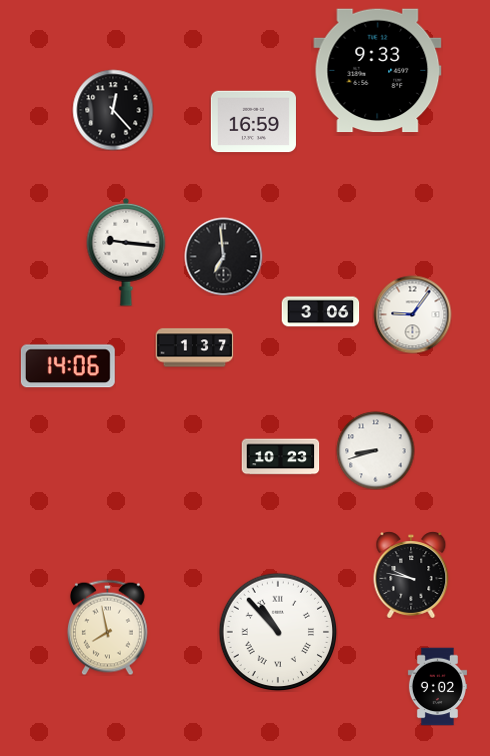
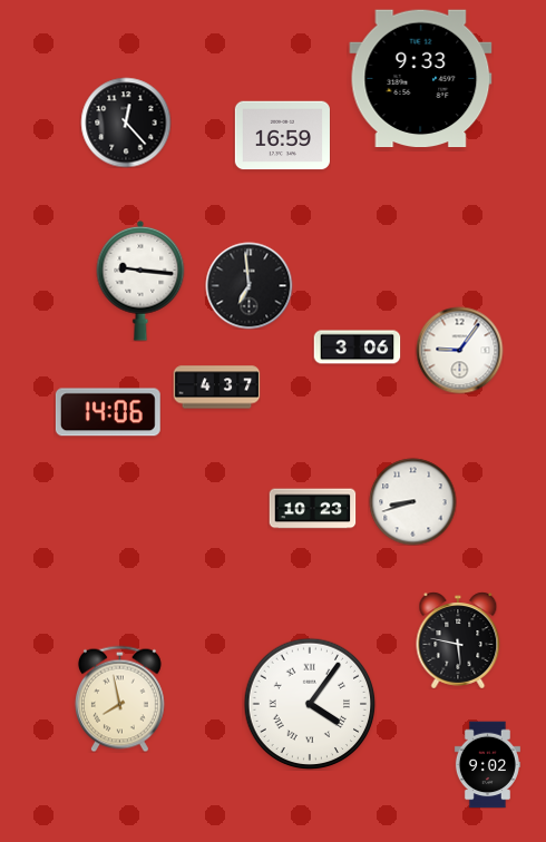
clock at (194, 348): 1:37 -> 4:37
clock at (68, 366) position: (68, 366) -> (108, 412)
clock at (375, 450) position: (375, 450) -> (412, 501)
clock at (411, 575): 9:47 -> 5:47
clock at (278, 632): 10:53 -> 4:06
